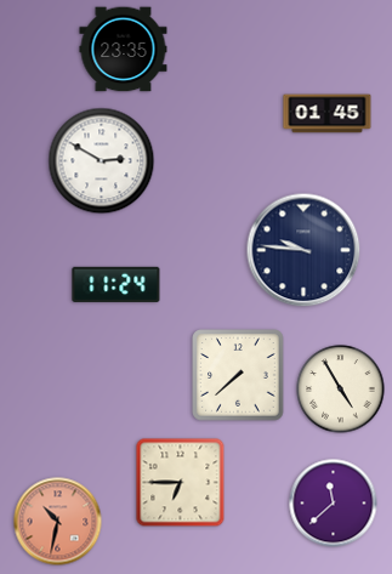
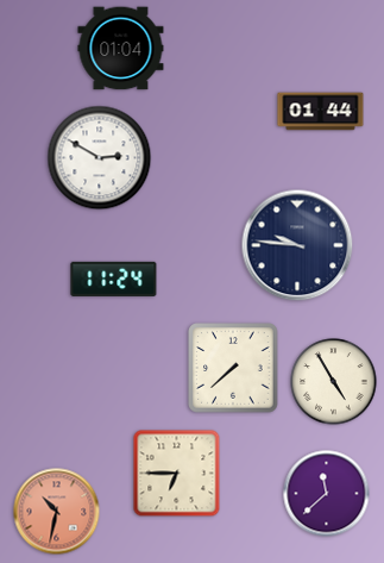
clock at (124, 50): 23:35 -> 01:04
clock at (328, 114): 01:45 -> 01:44
